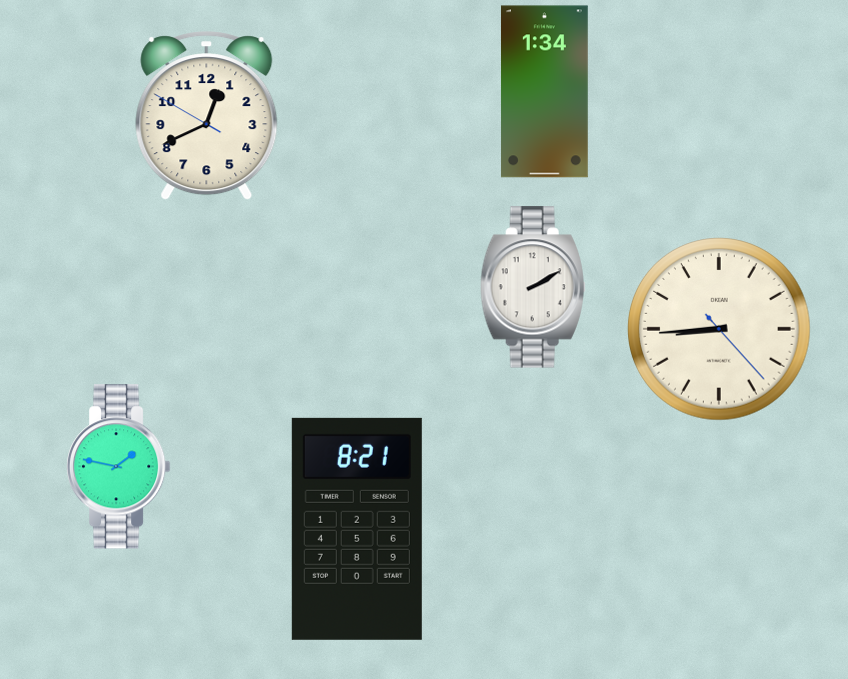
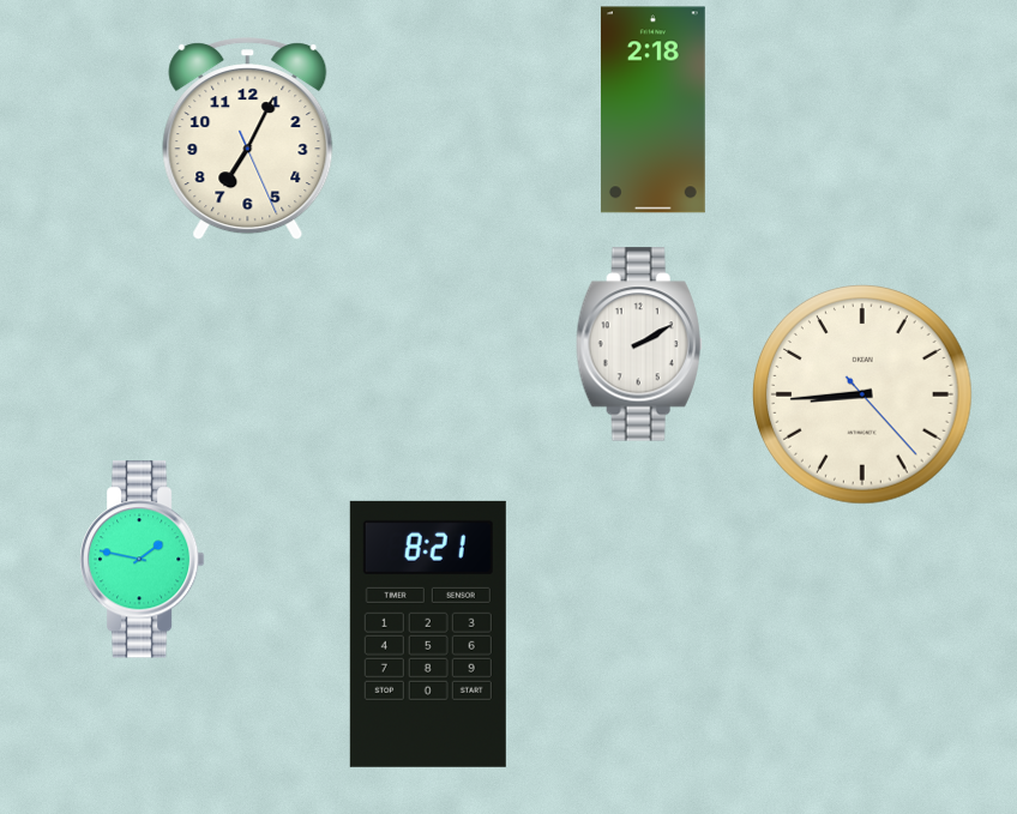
clock at (544, 92): 1:34 -> 2:18
clock at (207, 116): 12:40 -> 7:04
